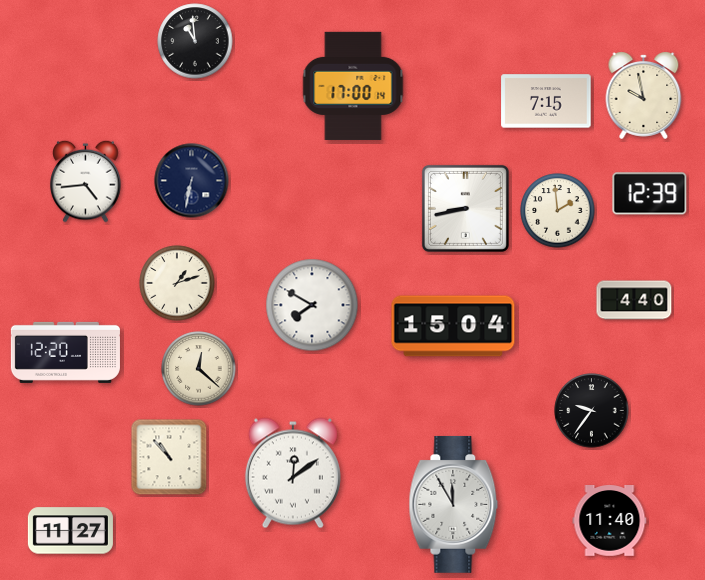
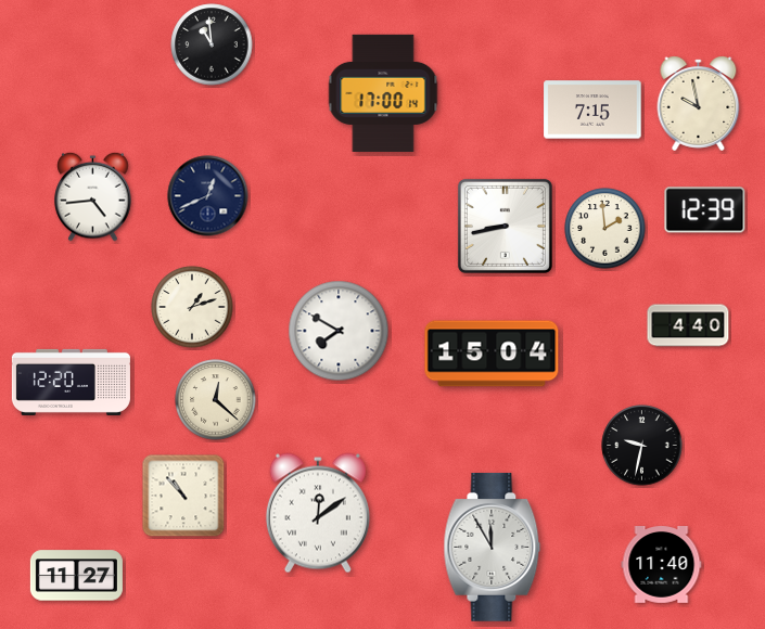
clock at (192, 181): 6:32 -> 12:41
clock at (592, 411): 9:36 -> 9:32
